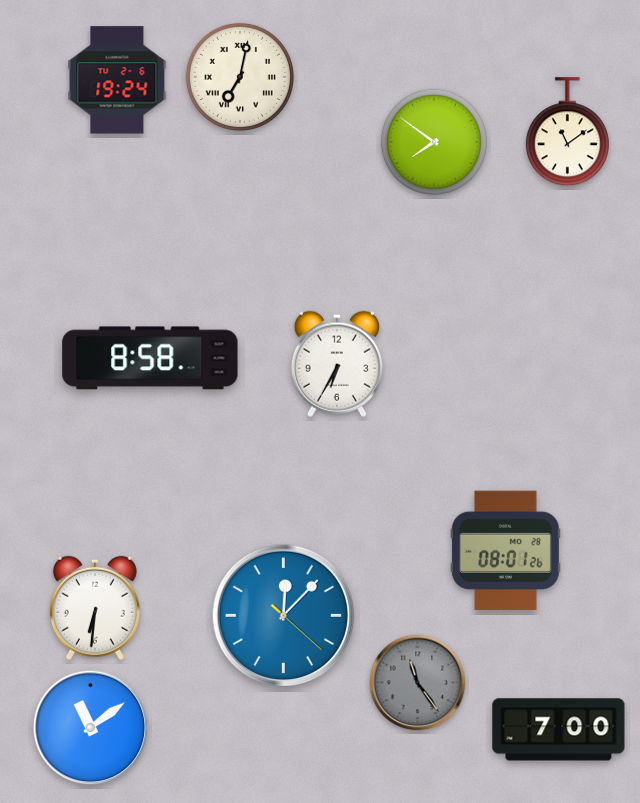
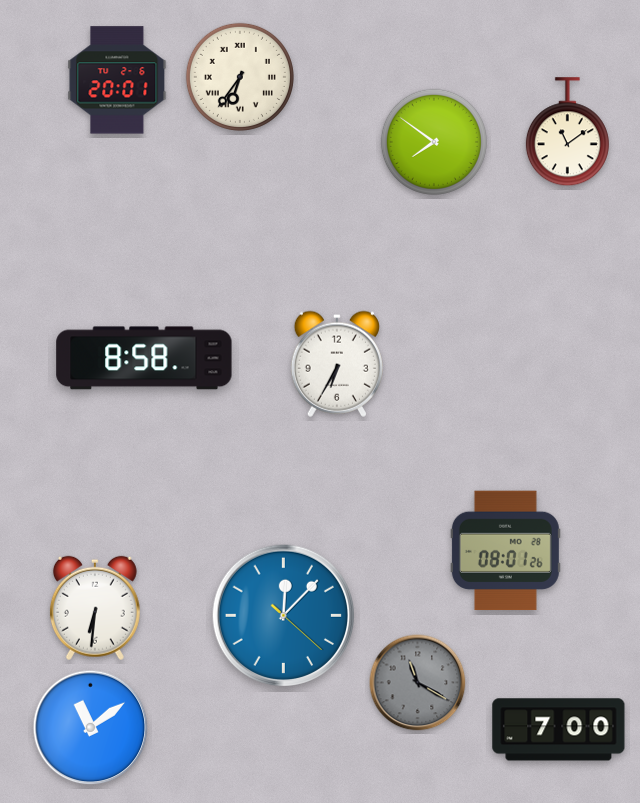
clock at (240, 77): 7:02 -> 6:36
clock at (117, 80): 19:24 -> 20:01
clock at (150, 358) position: (150, 358) -> (144, 358)
clock at (418, 683): 11:24 -> 11:20
